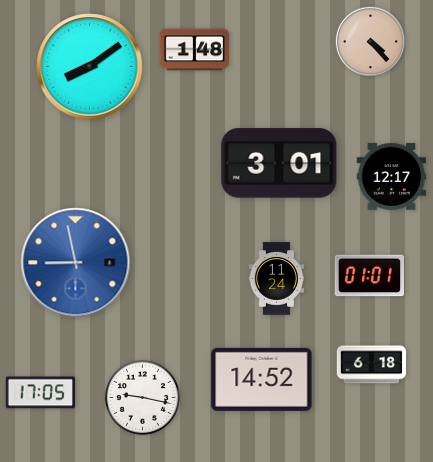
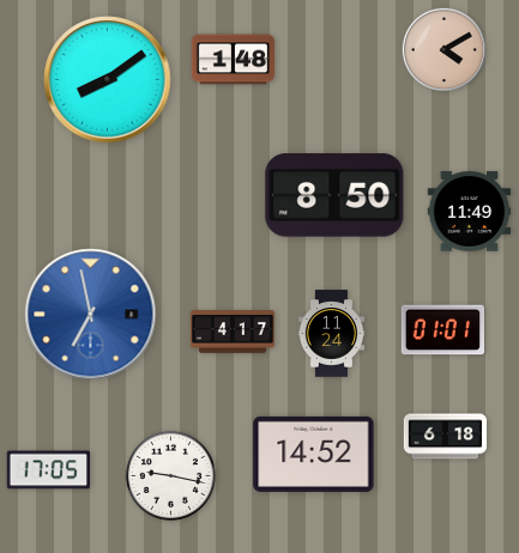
clock at (370, 41): 4:23 -> 4:10
clock at (279, 163): 3:01 -> 8:50
clock at (392, 177): 12:17 -> 11:49
clock at (76, 263): 8:58 -> 6:58
clock at (233, 332): none -> 4:17
